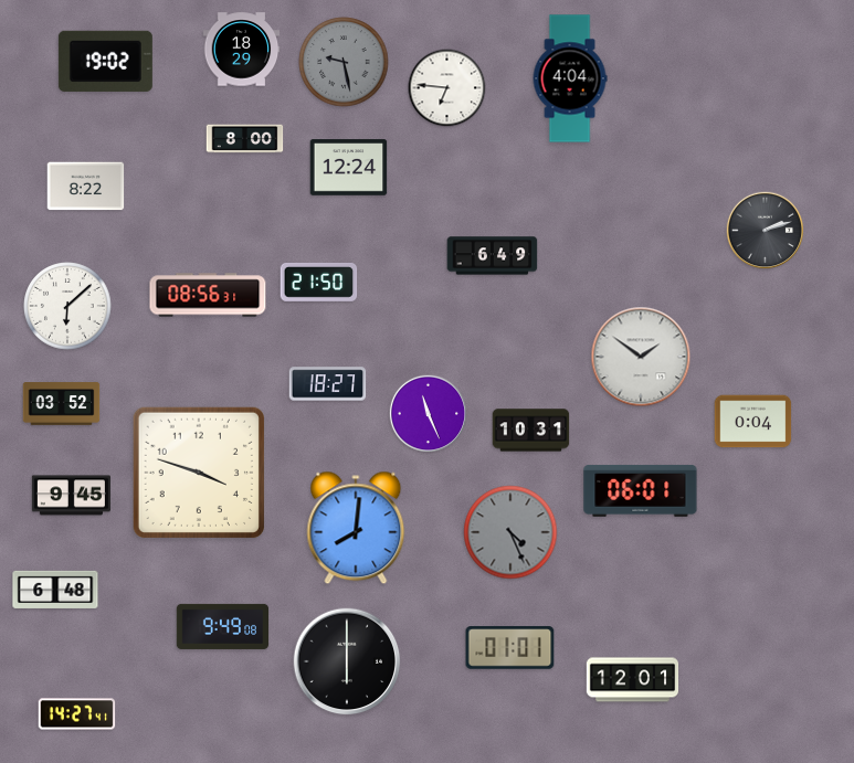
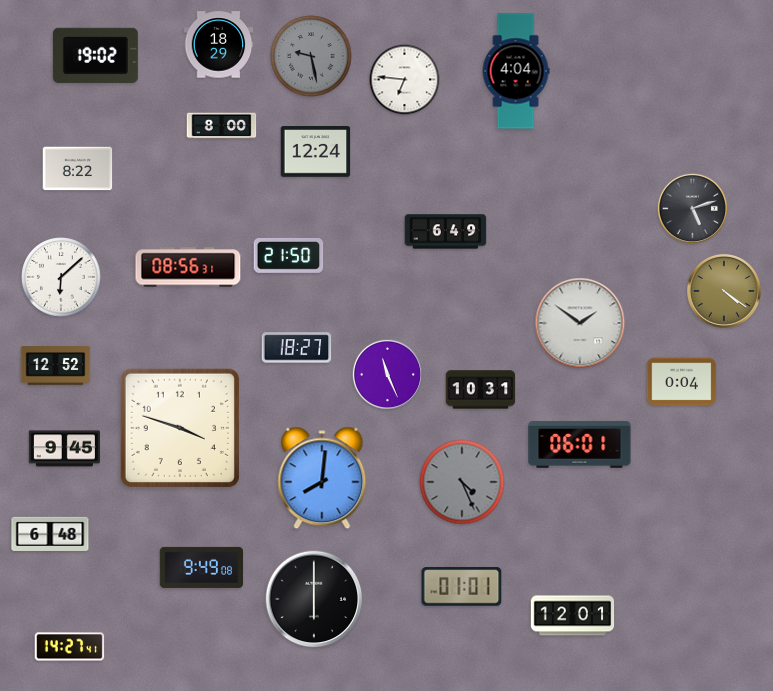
clock at (766, 231): 2:12 -> 5:12
clock at (724, 291): none -> 4:21
clock at (62, 404): 03:52 -> 12:52
